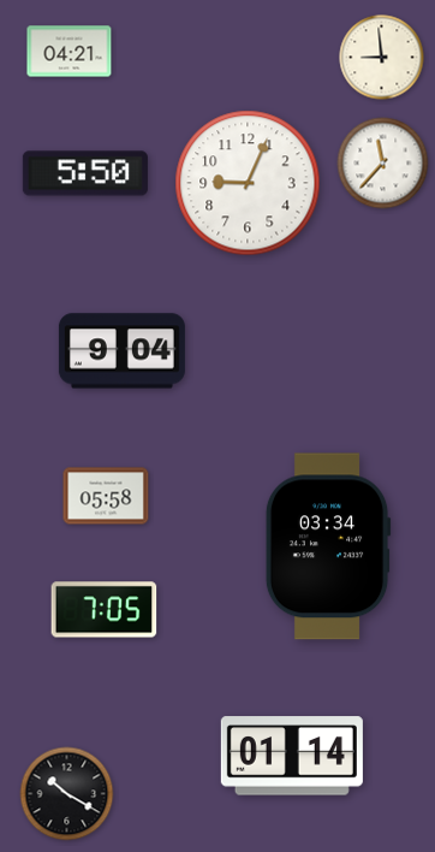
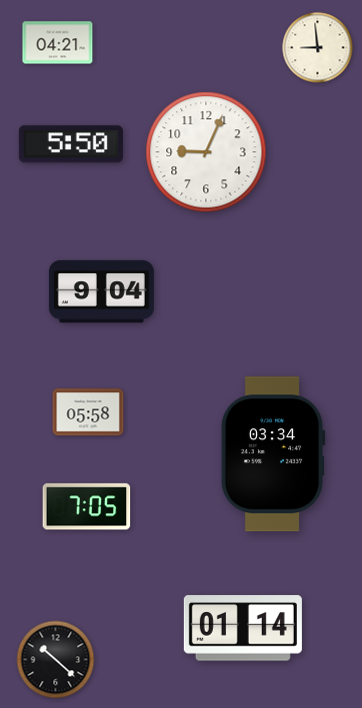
clock at (383, 164): 11:37 -> none
clock at (67, 794): 10:20 -> 10:22
